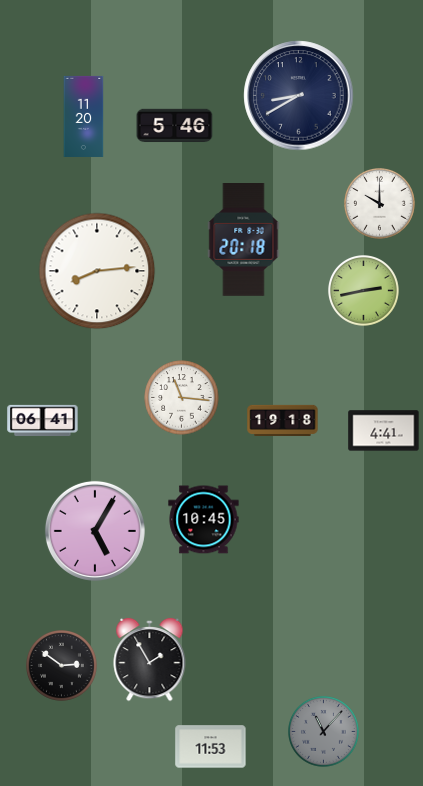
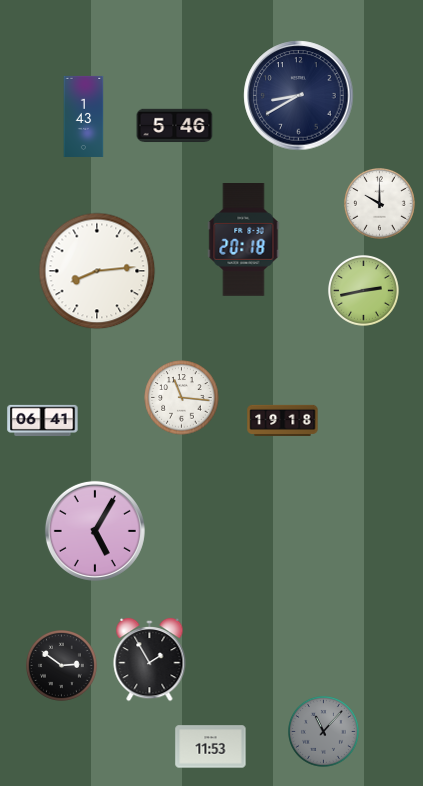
clock at (84, 116): 11:20 -> 1:43
clock at (384, 431): 4:41 -> none
clock at (204, 520): 10:45 -> none
